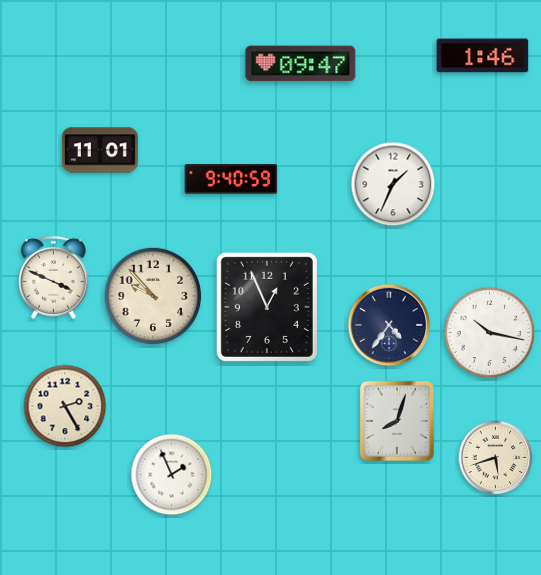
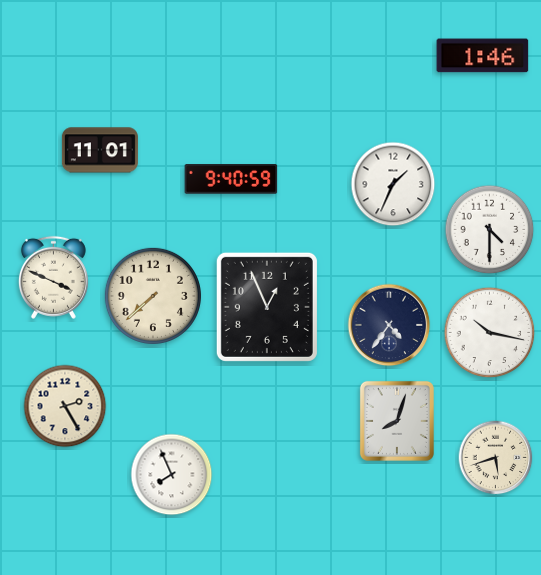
clock at (301, 64): 09:47 -> none
clock at (490, 230): none -> 4:30
clock at (153, 296): 9:53 -> 7:38
clock at (172, 475): 1:56 -> 7:56
